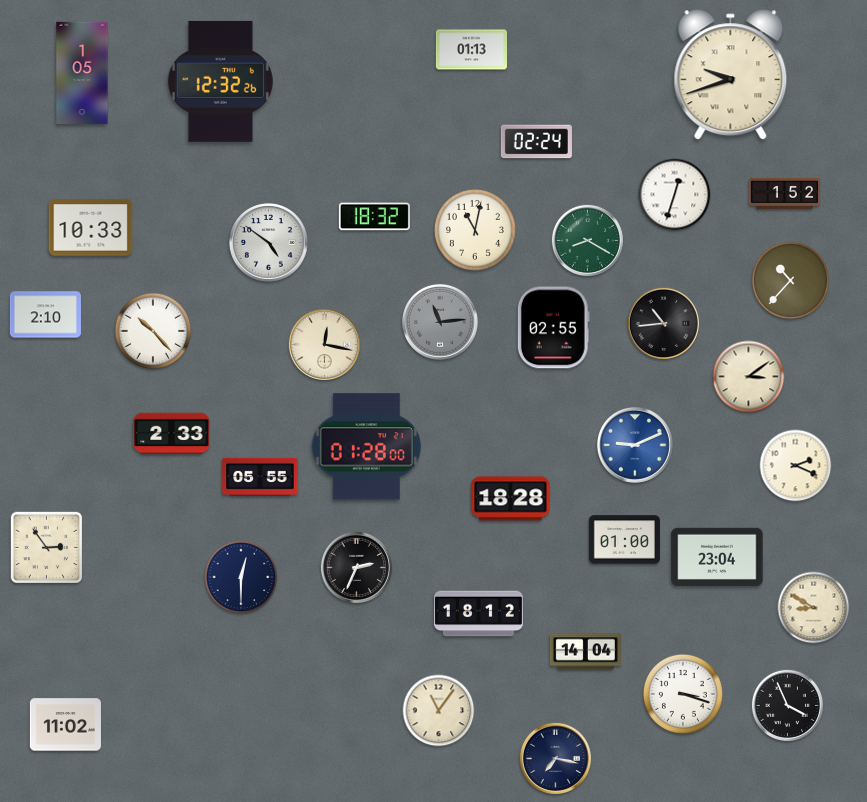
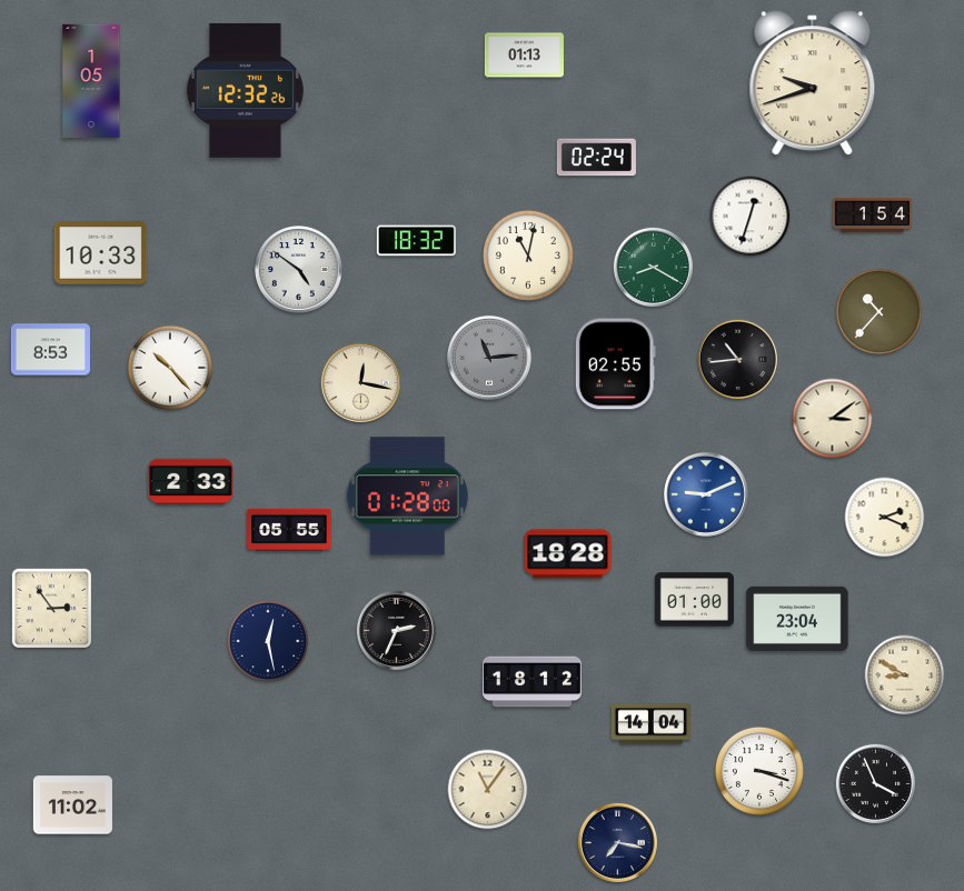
clock at (784, 193): 1:52 -> 1:54
clock at (45, 315): 2:10 -> 8:53
clock at (241, 577): 12:30 -> 12:28
